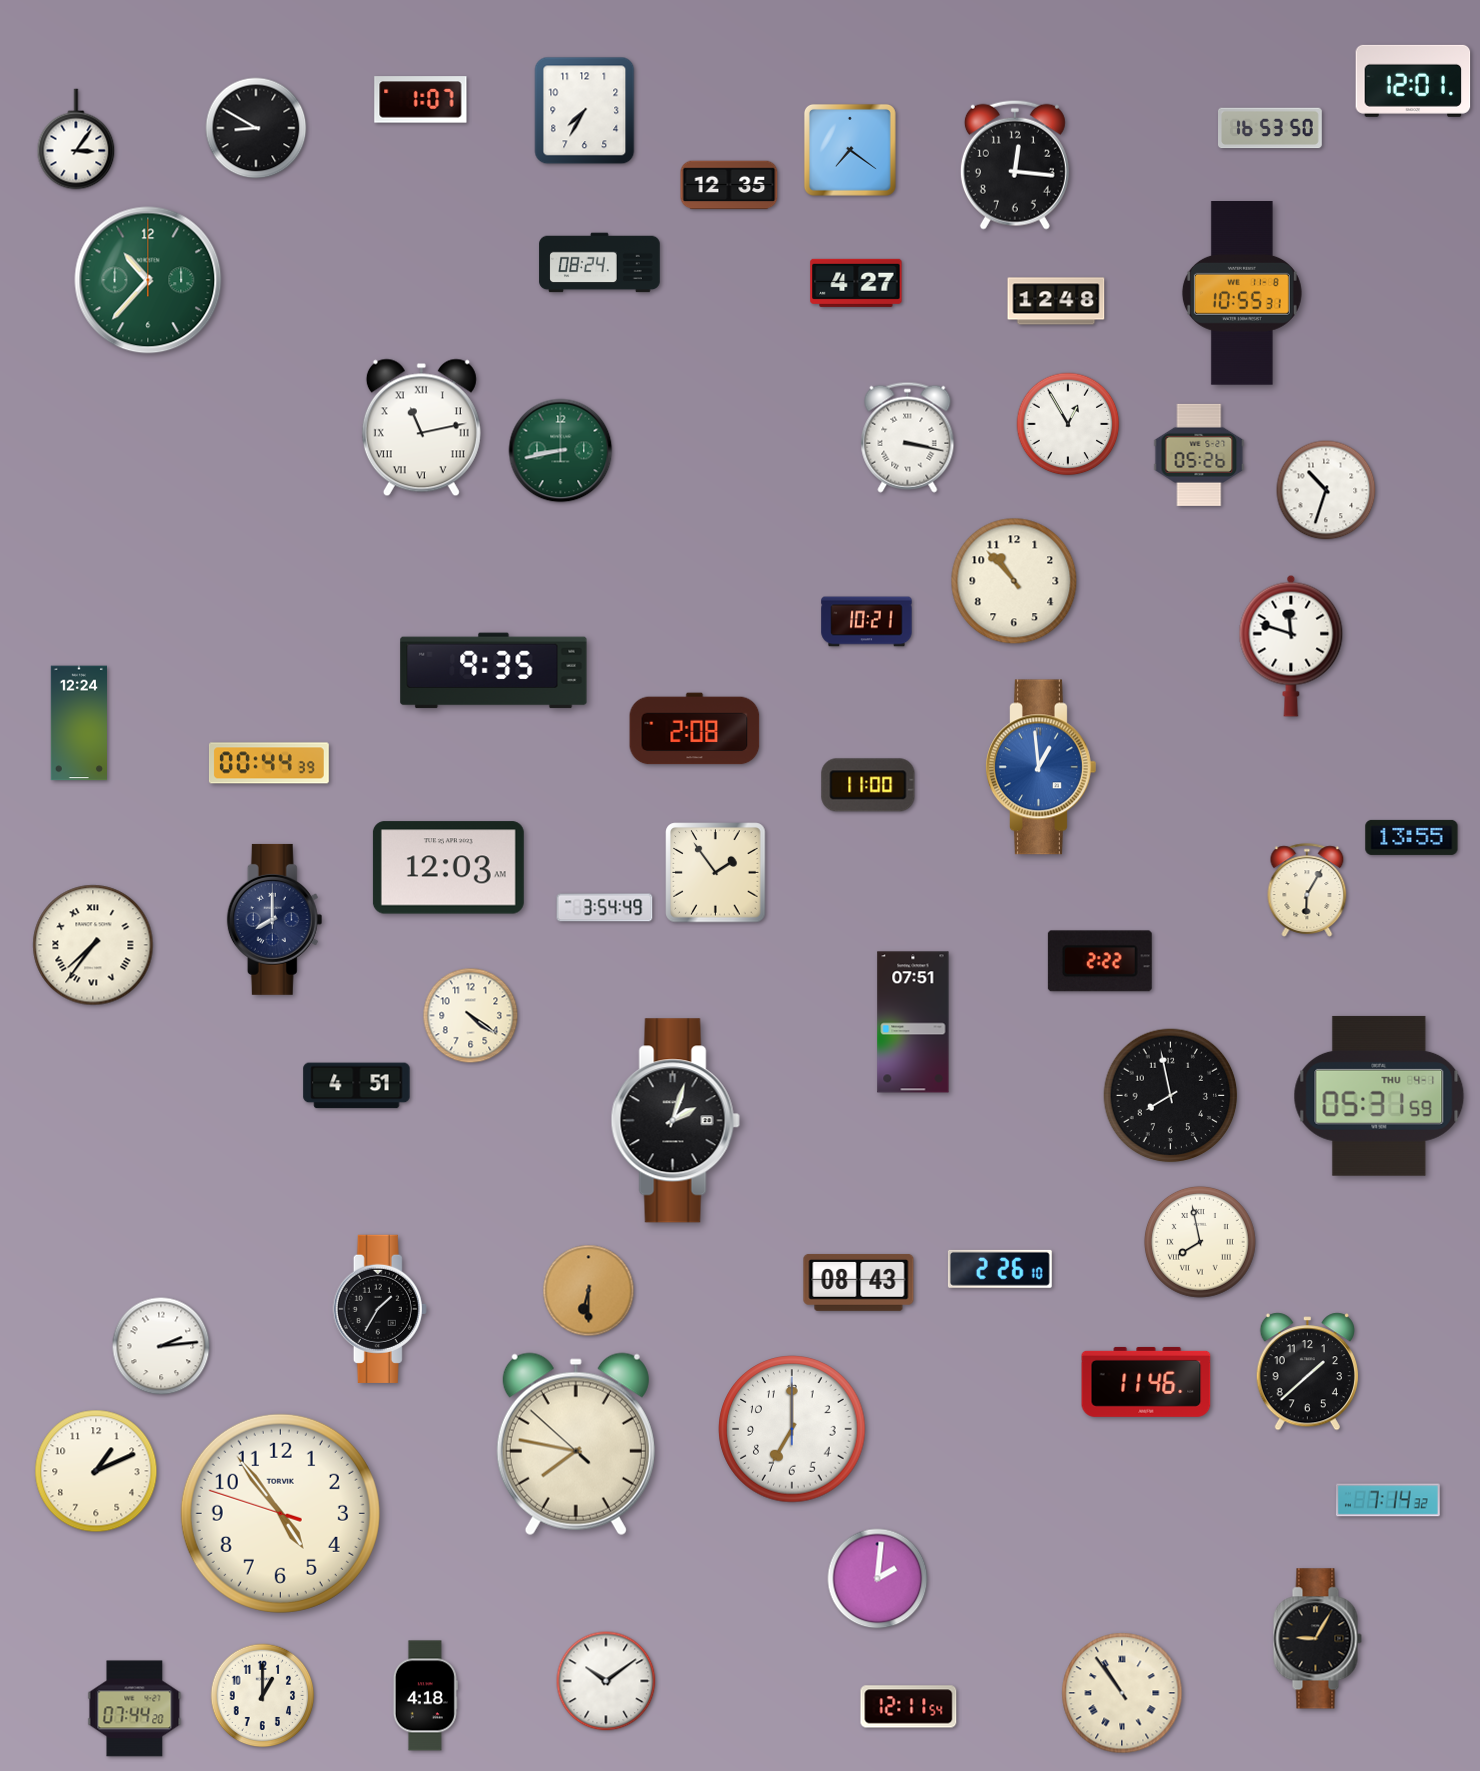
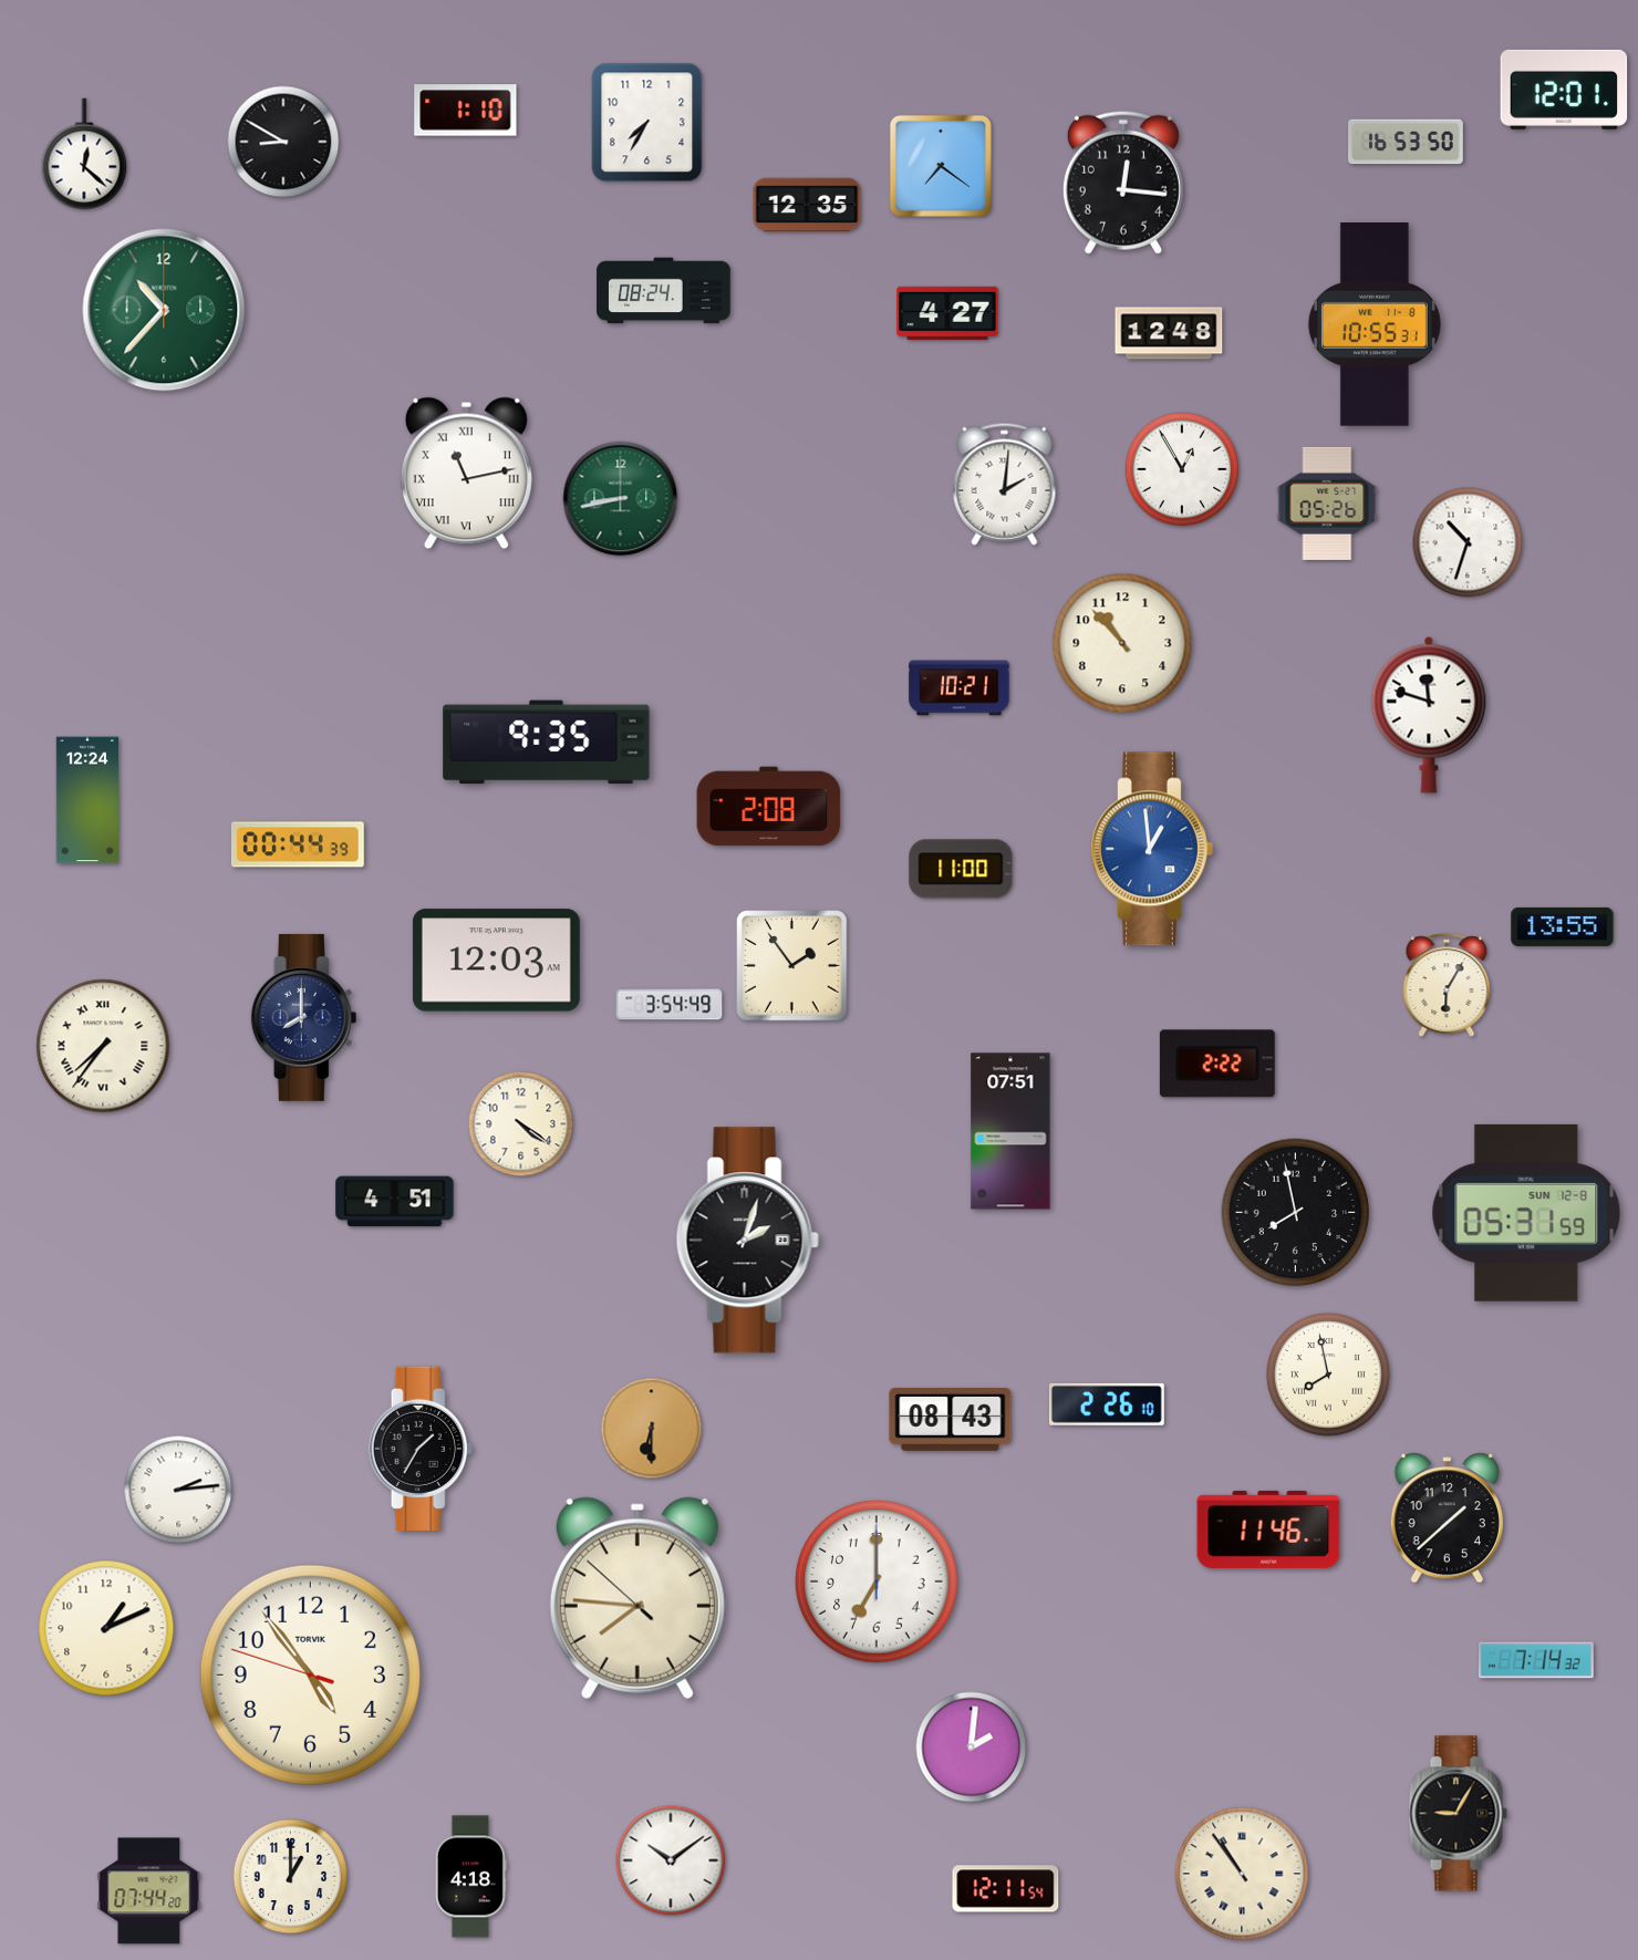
clock at (421, 100): 1:07 -> 1:10
clock at (76, 139): 3:06 -> 12:22
clock at (908, 437): 3:17 -> 2:01
clock at (1379, 1096) date: THU 4-1 -> SUN 12-8
clock at (576, 1444): 7:46 -> 7:45
